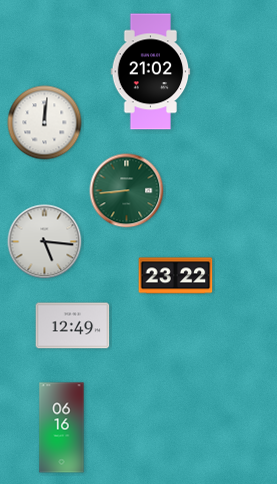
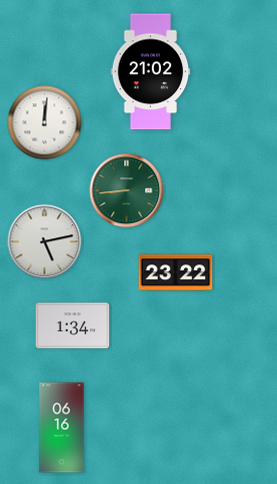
clock at (45, 242): 5:16 -> 5:13
clock at (176, 276) position: (176, 276) -> (176, 273)
clock at (73, 326): 12:49 -> 1:34
